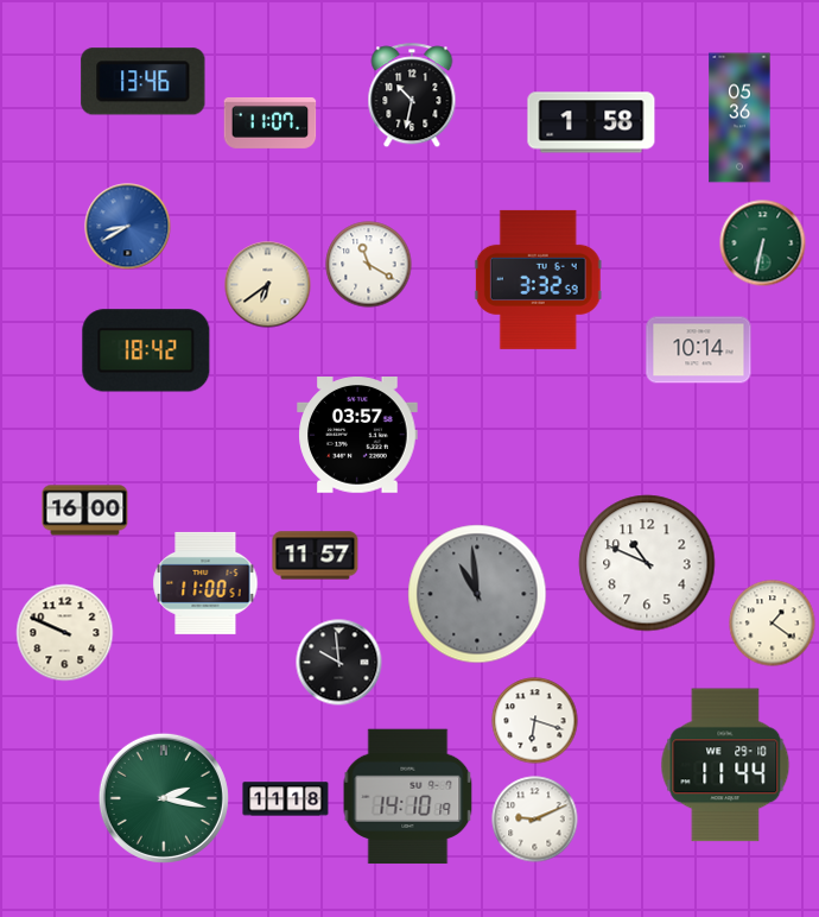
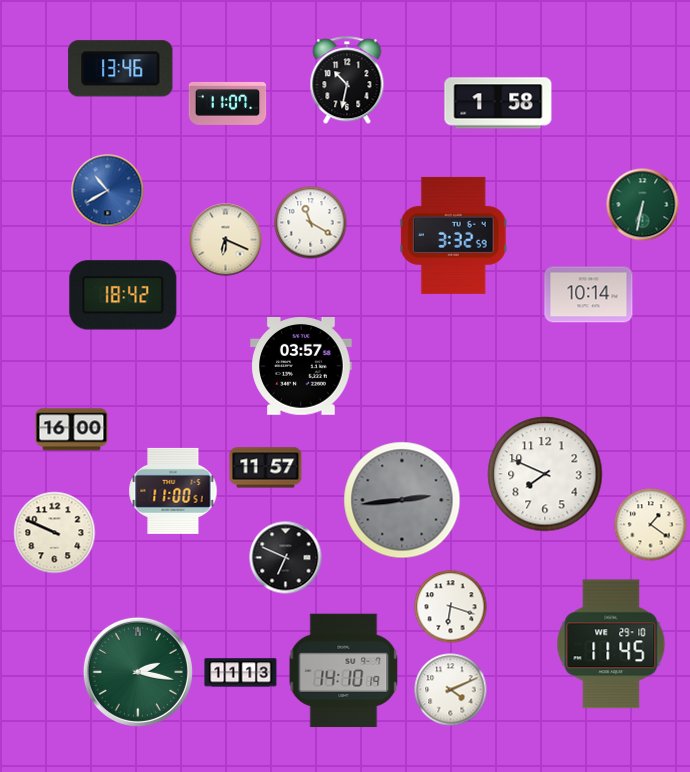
clock at (739, 118): 05:36 -> none
clock at (128, 227): 8:40 -> 10:40
clock at (268, 285): 6:39 -> 6:19
clock at (647, 563): 10:49 -> 7:49
clock at (477, 594): 10:59 -> 2:44
clock at (339, 663): 9:59 -> 6:49
clock at (725, 765): 11:44 -> 11:45
clock at (286, 799): 11:18 -> 11:13
clock at (535, 820): 9:11 -> 4:11
